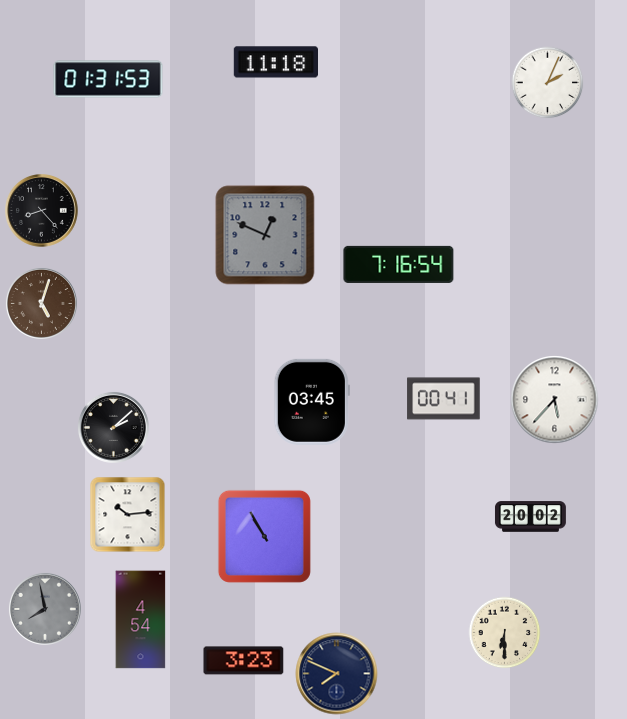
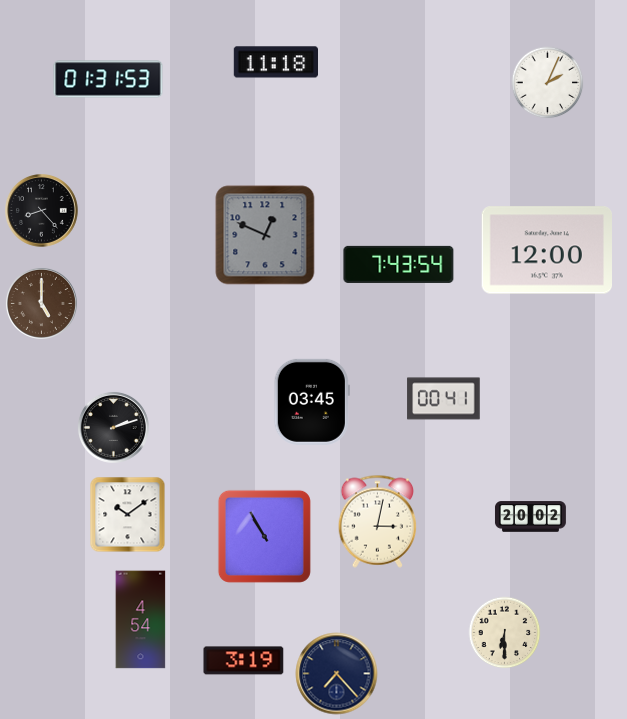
clock at (546, 250): none -> 12:00
clock at (399, 264): 7:16 -> 7:43
clock at (41, 303): 5:03 -> 5:00
clock at (555, 400): 5:37 -> none
clock at (113, 427): 2:08 -> 2:12
clock at (128, 515): 10:14 -> 10:09
clock at (378, 521): none -> 3:02
clock at (45, 609): 7:58 -> none
clock at (244, 661): 3:23 -> 3:19
clock at (337, 674): 7:49 -> 7:23
